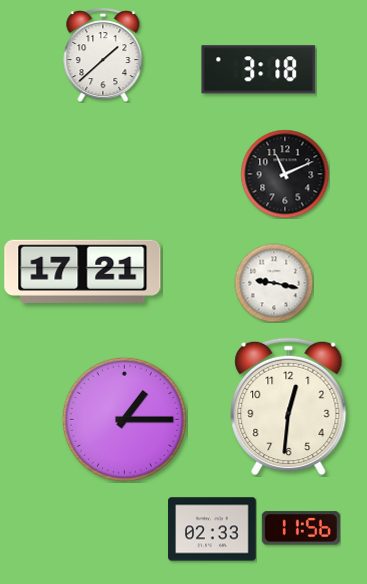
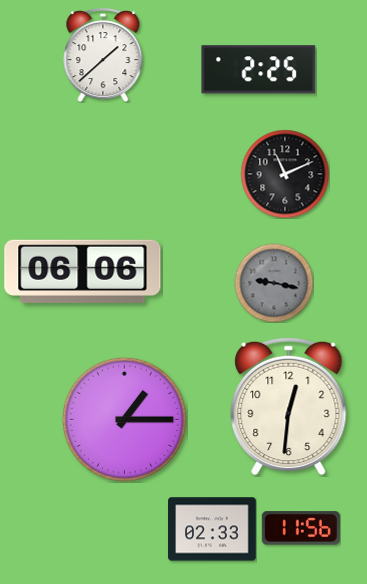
clock at (259, 70): 3:18 -> 2:25
clock at (83, 271): 17:21 -> 06:06
clock at (274, 283) dial: white -> grey
